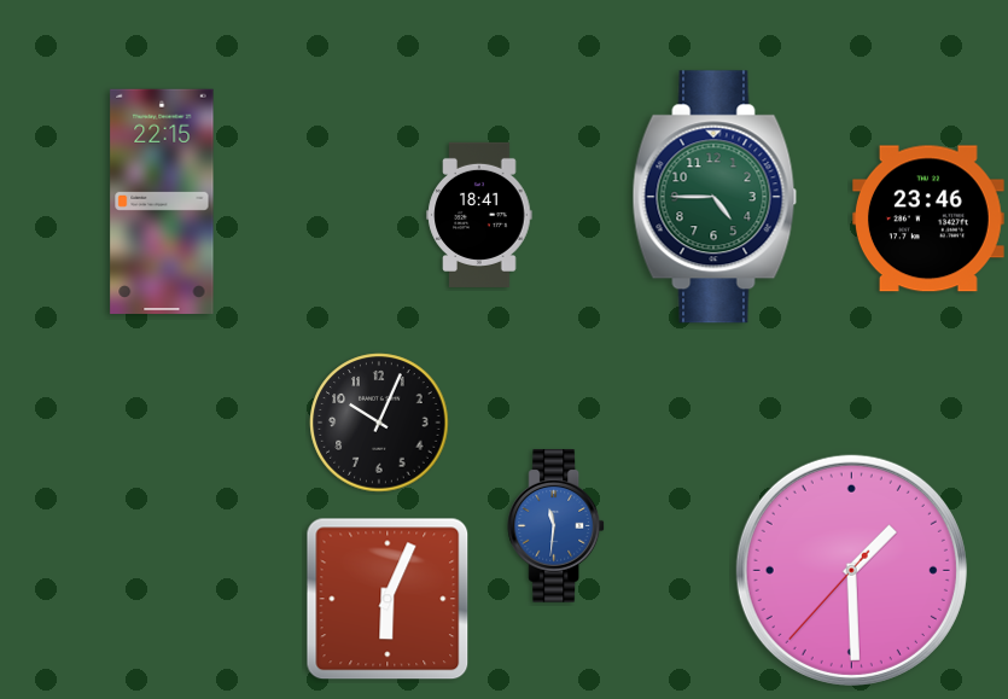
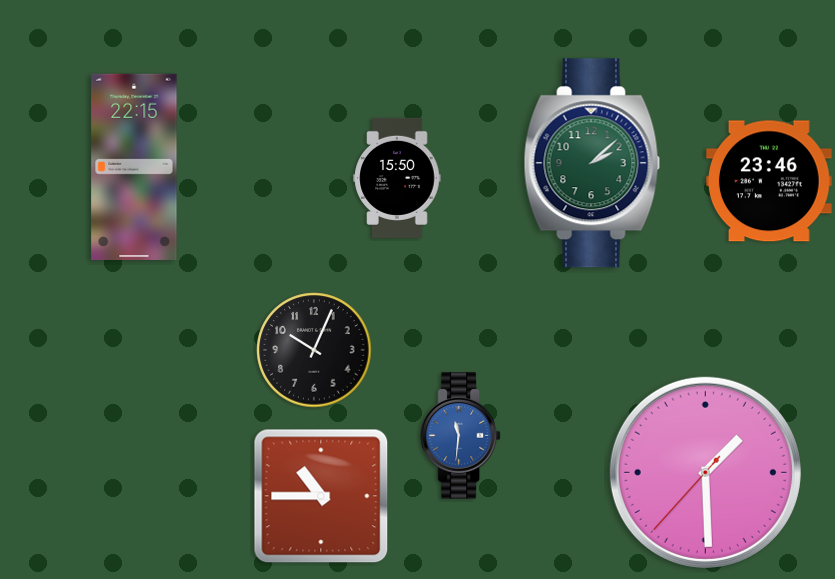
clock at (715, 197): 4:45 -> 2:08
clock at (479, 215): 18:41 -> 15:50
clock at (388, 599): 6:04 -> 10:45
